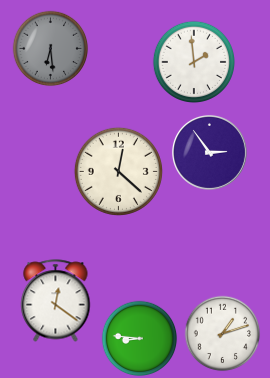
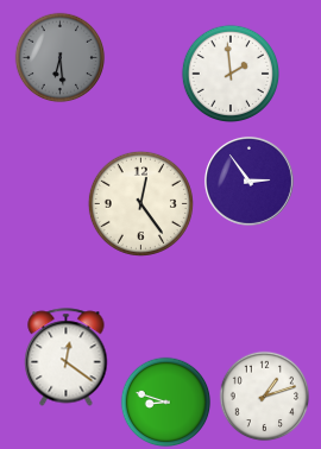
clock at (118, 171): 12:22 -> 12:24
clock at (140, 339): 8:46 -> 8:48
